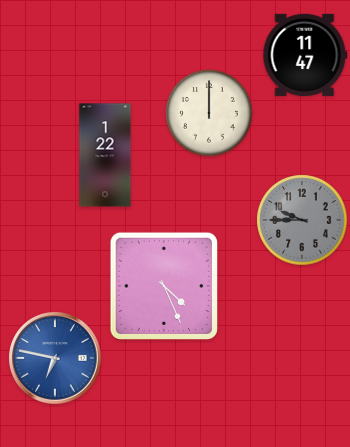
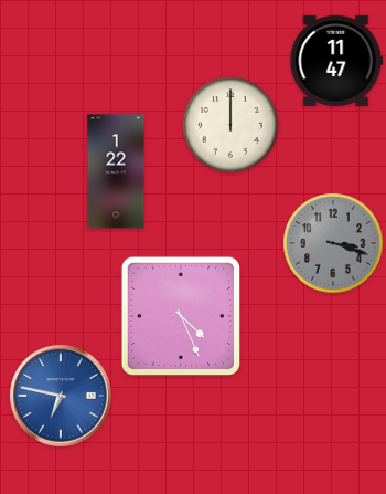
clock at (302, 220): 9:45 -> 3:18
